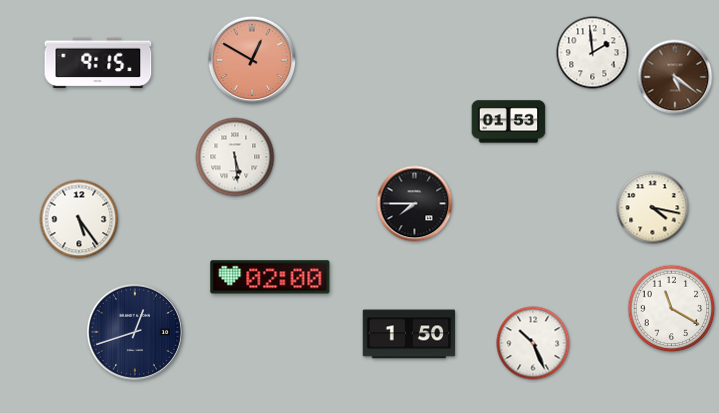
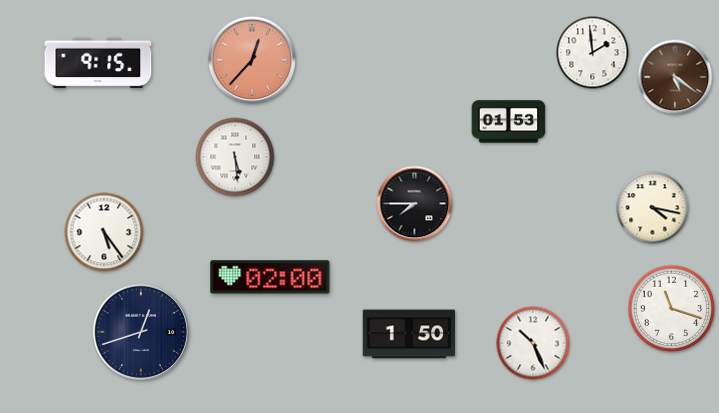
clock at (252, 60): 12:50 -> 12:37
clock at (79, 219) position: (79, 219) -> (104, 232)
clock at (672, 309): 11:20 -> 11:18
clock at (135, 332) position: (135, 332) -> (141, 332)
